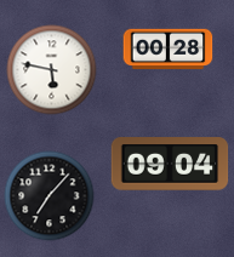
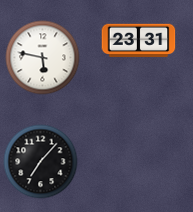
clock at (169, 50): 00:28 -> 23:31
clock at (170, 164): 09:04 -> none
